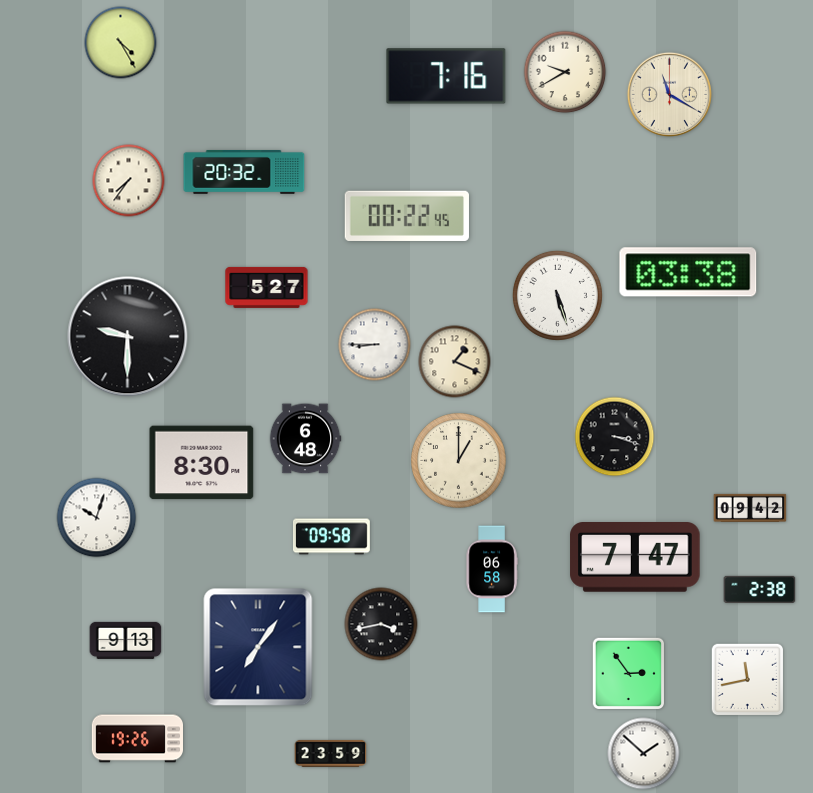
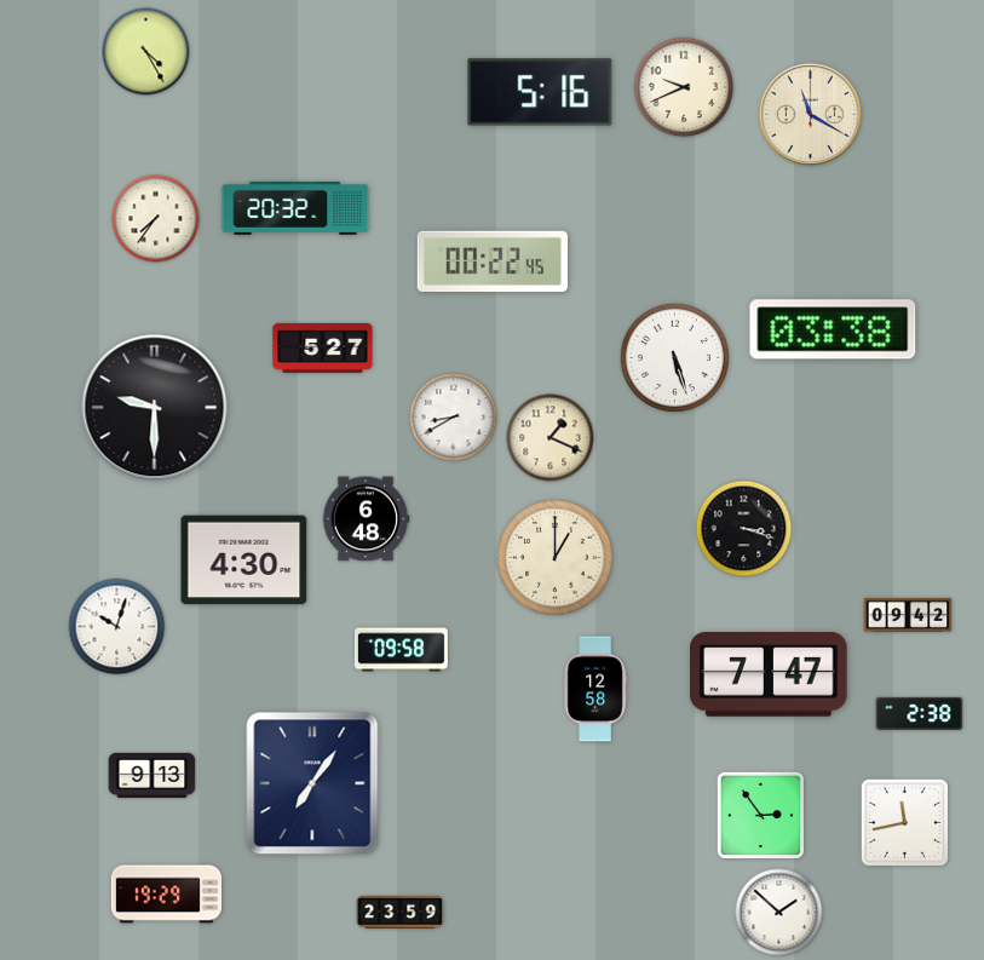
clock at (565, 72): 9:40 -> 9:41
clock at (446, 76): 7:16 -> 5:16
clock at (375, 345): 8:45 -> 8:40
clock at (305, 439) position: (305, 439) -> (366, 519)
clock at (202, 463): 8:30 -> 4:30
clock at (492, 569): 06:58 -> 12:58
clock at (381, 624): 3:43 -> none
clock at (137, 739): 19:26 -> 19:29
